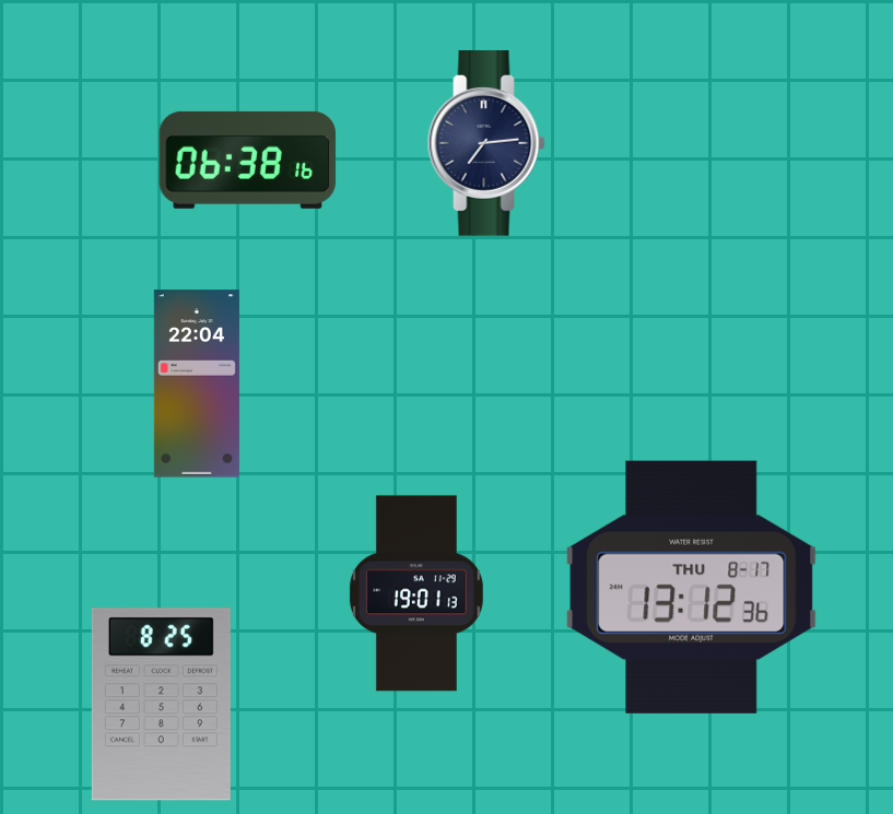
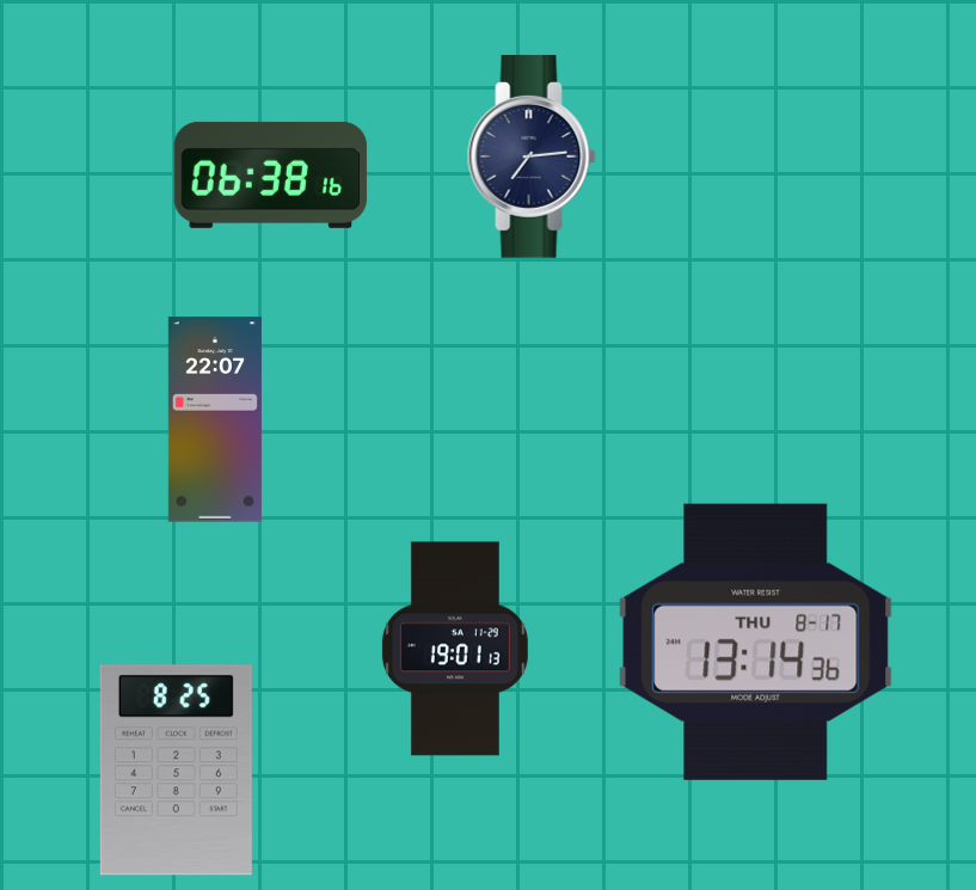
clock at (197, 384): 22:04 -> 22:07
clock at (692, 587): 13:12 -> 13:14
